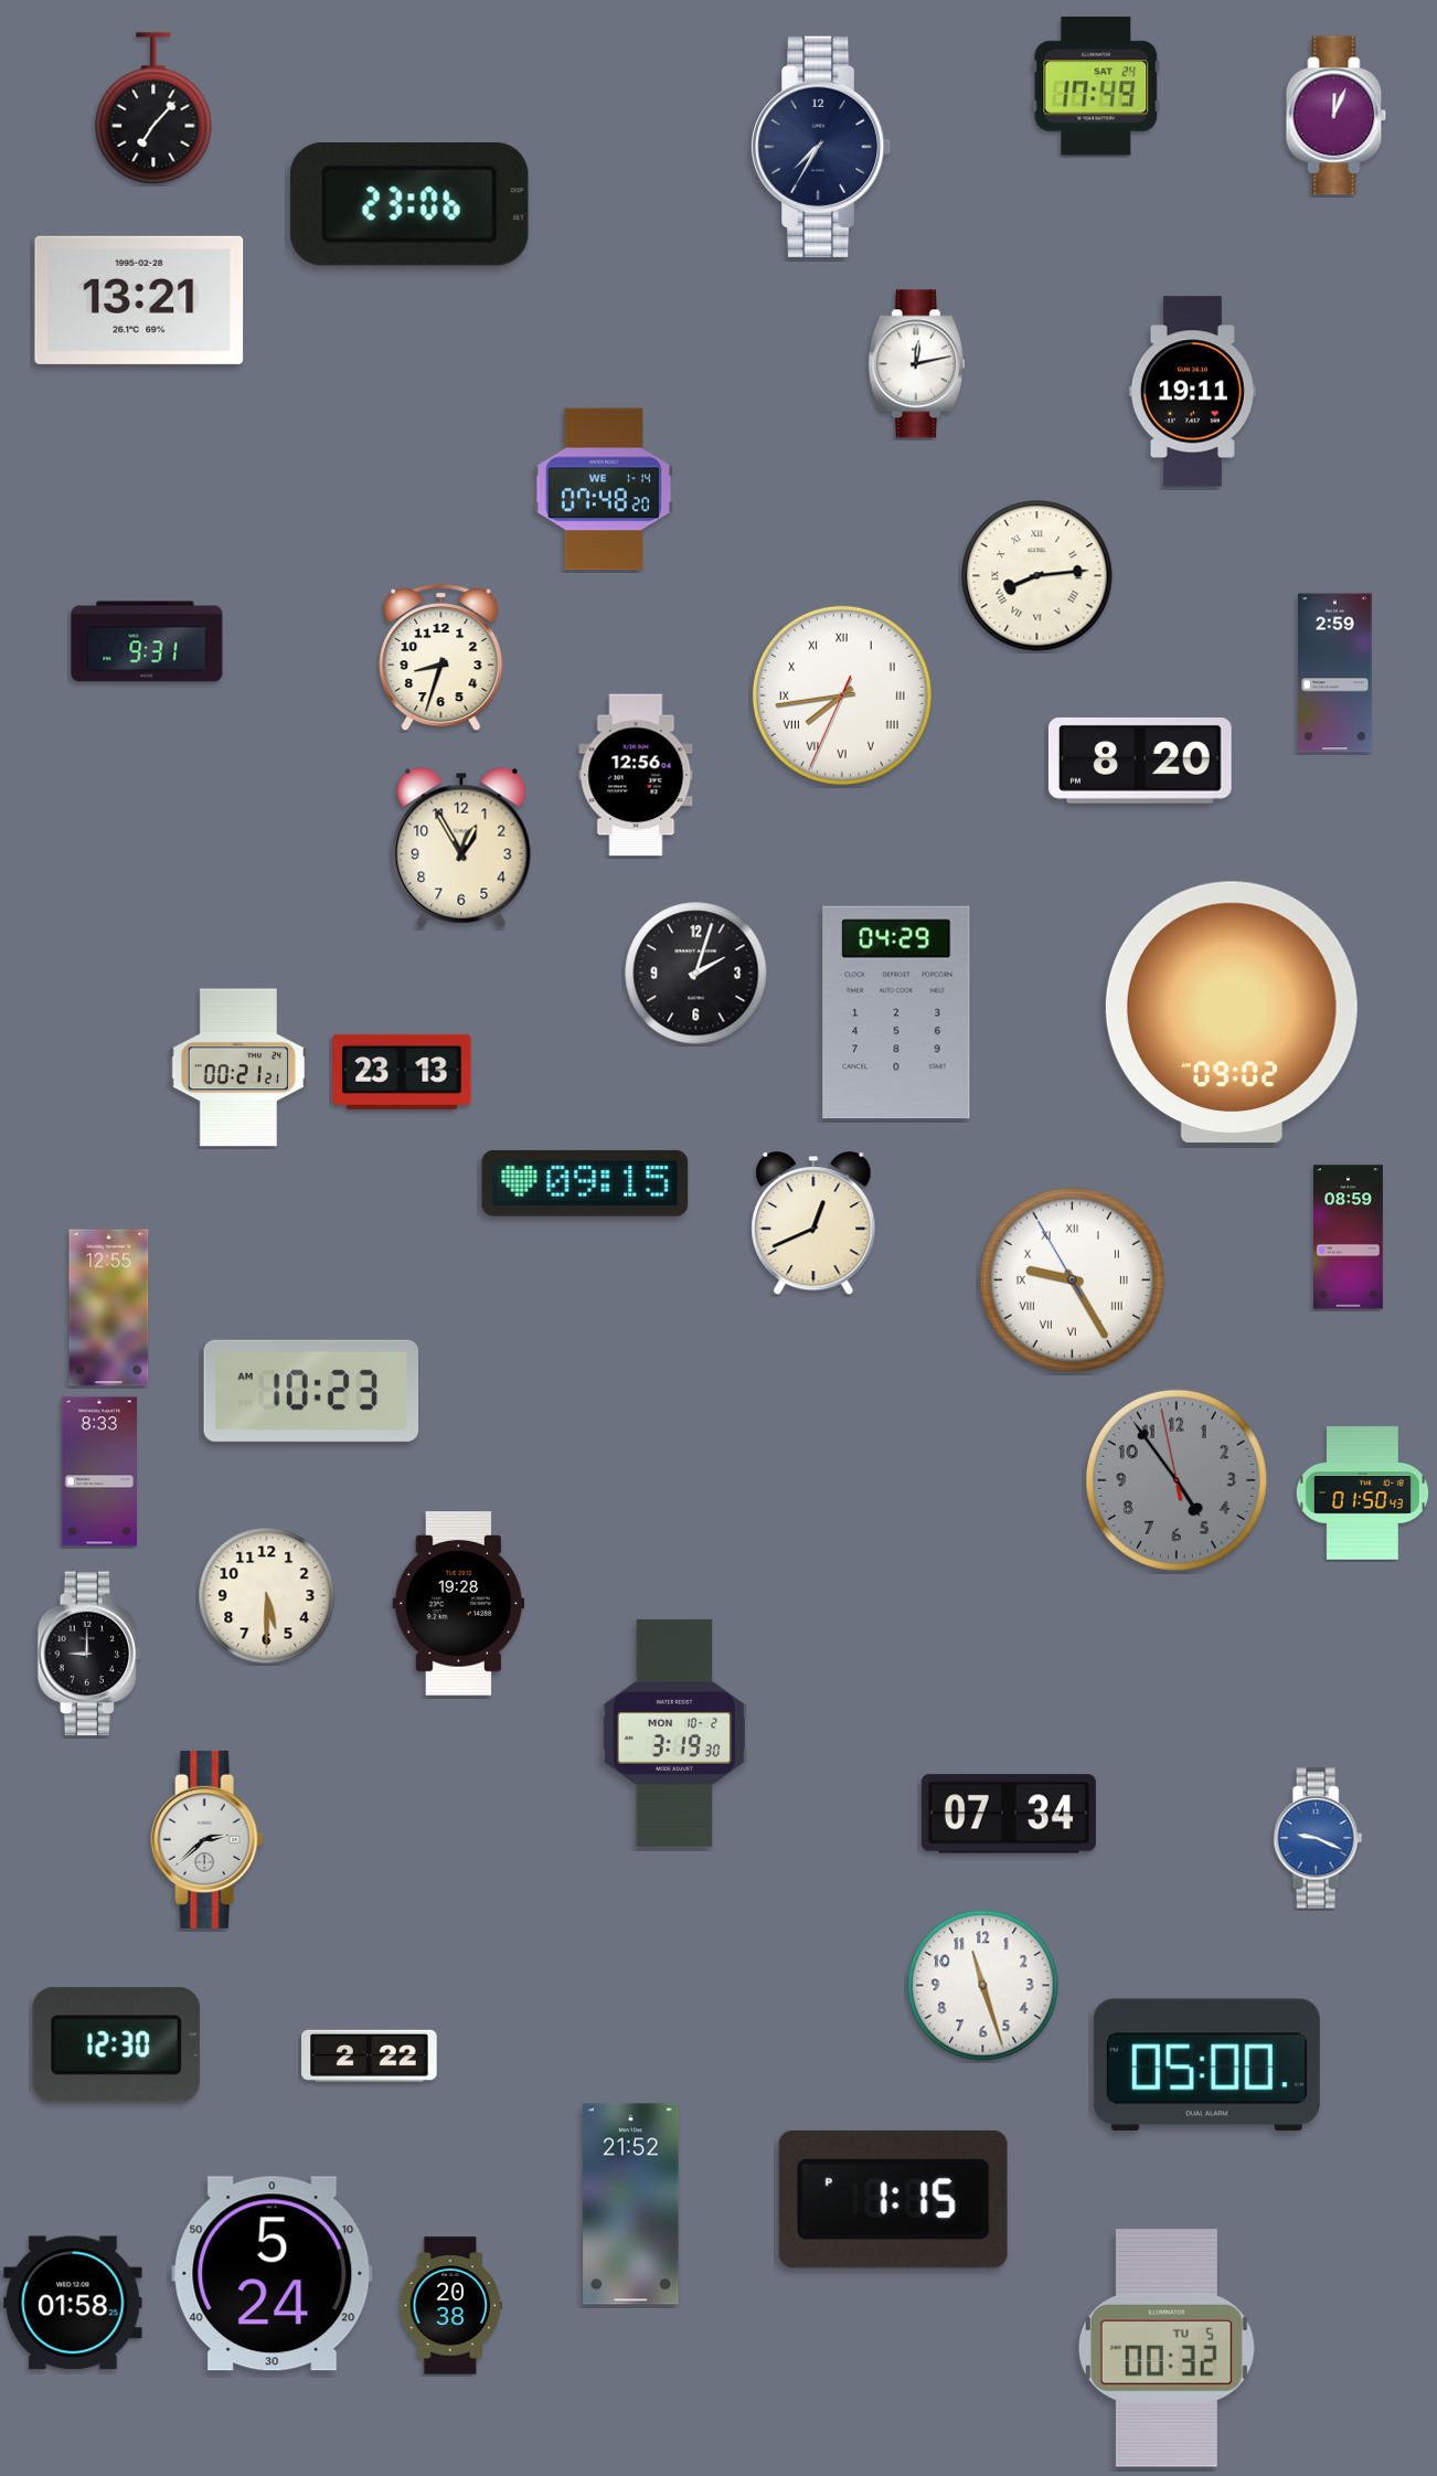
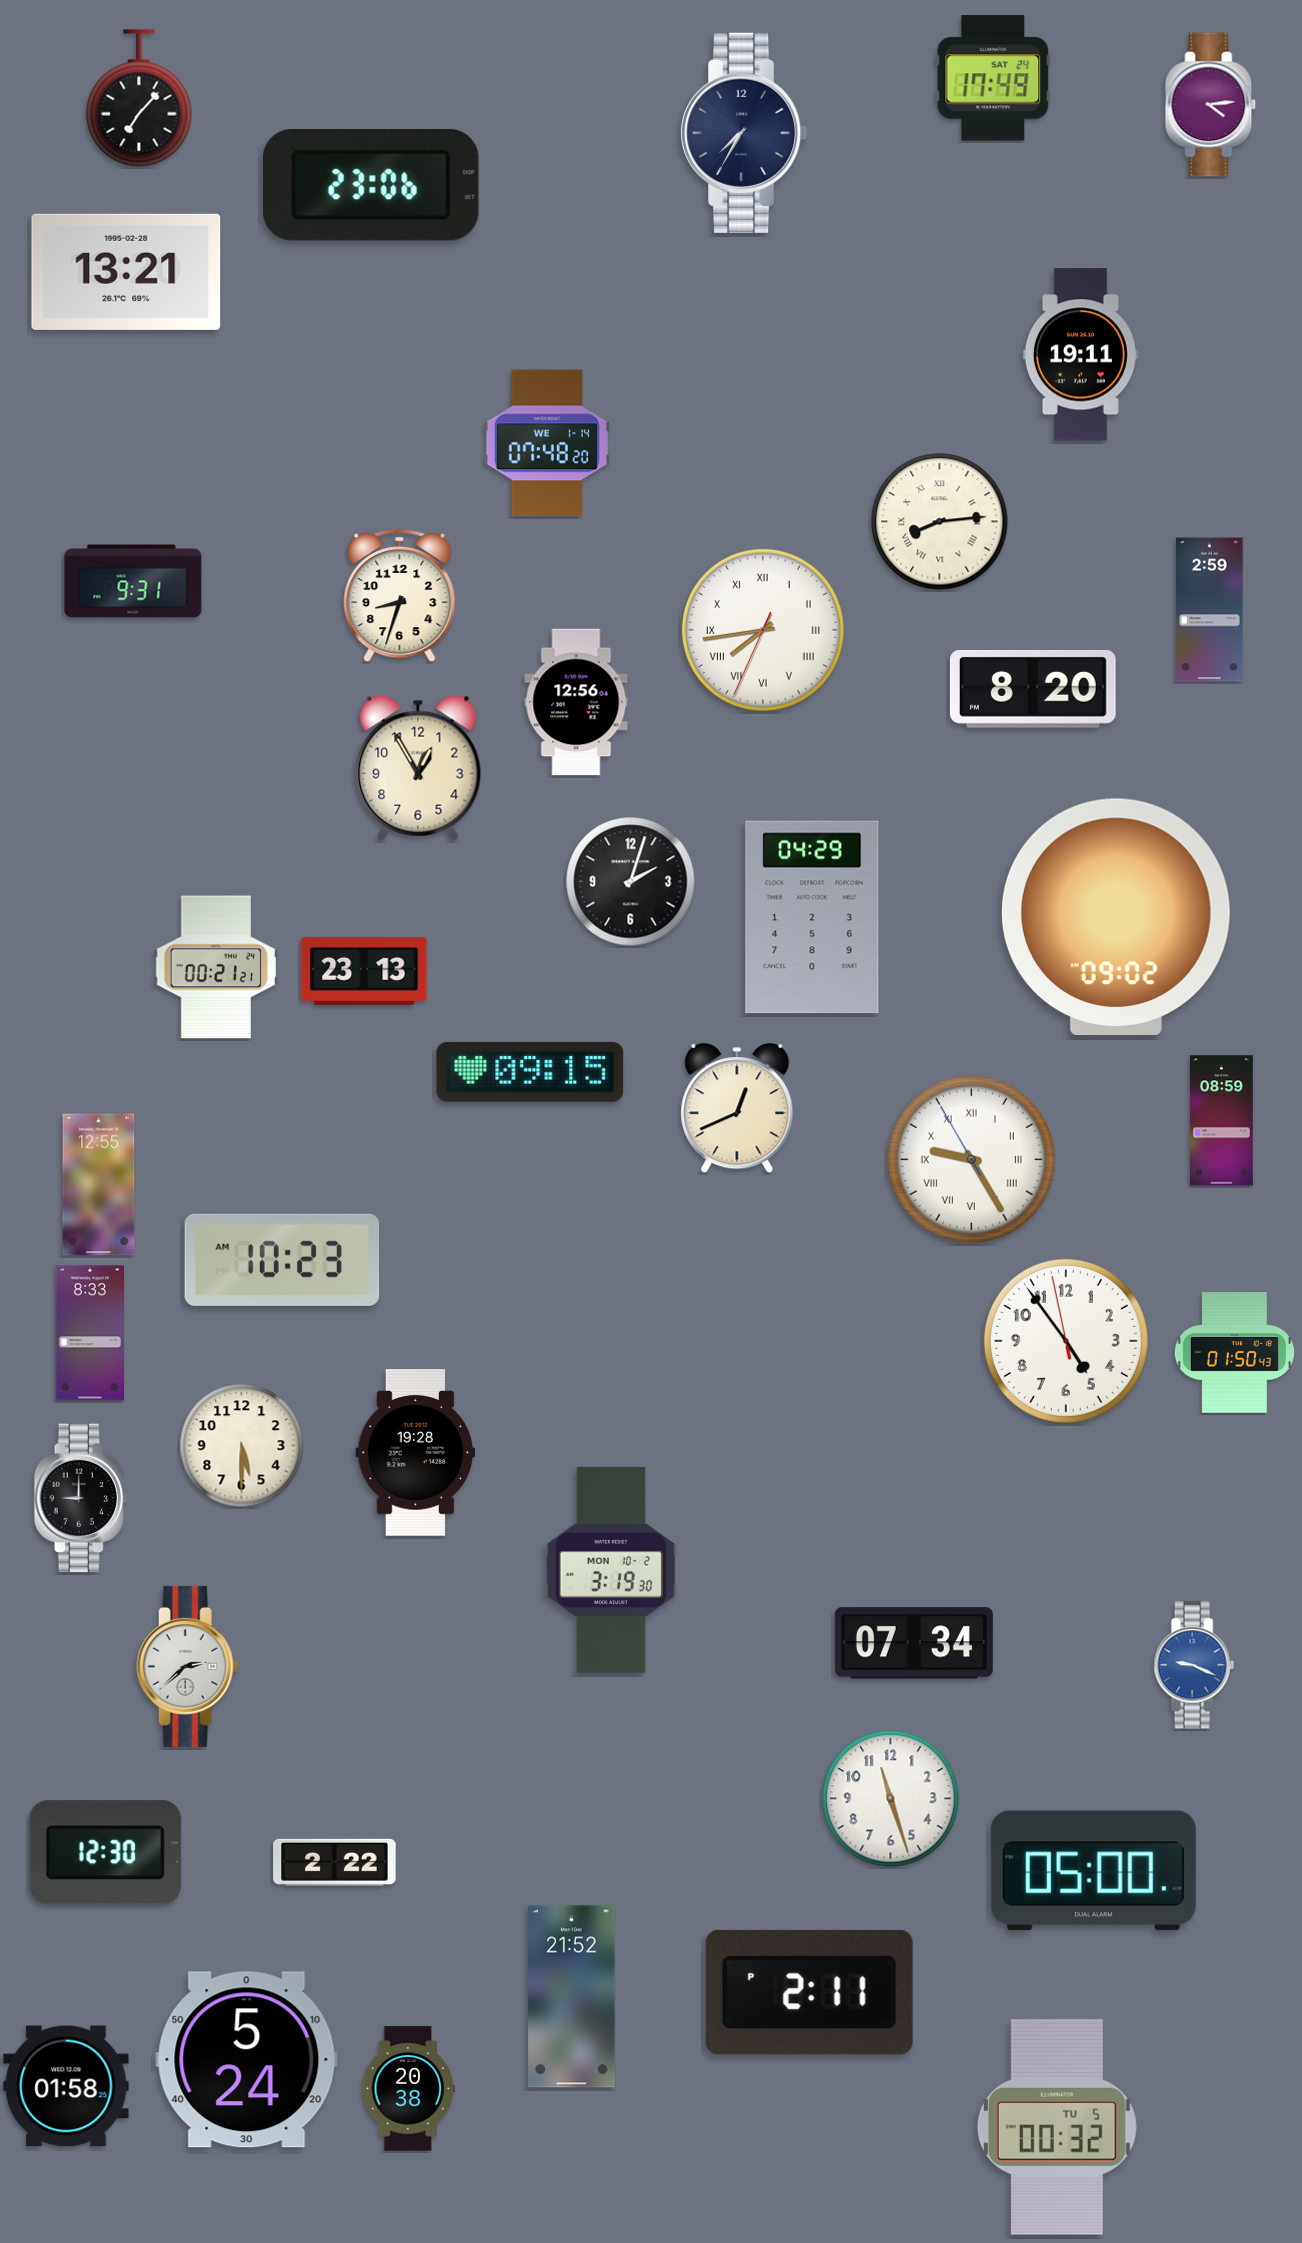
clock at (1337, 116): 12:04 -> 4:14
clock at (916, 364): 12:13 -> none
clock at (1177, 1480) dial: grey -> white
clock at (893, 2199): 1:15 -> 2:11
